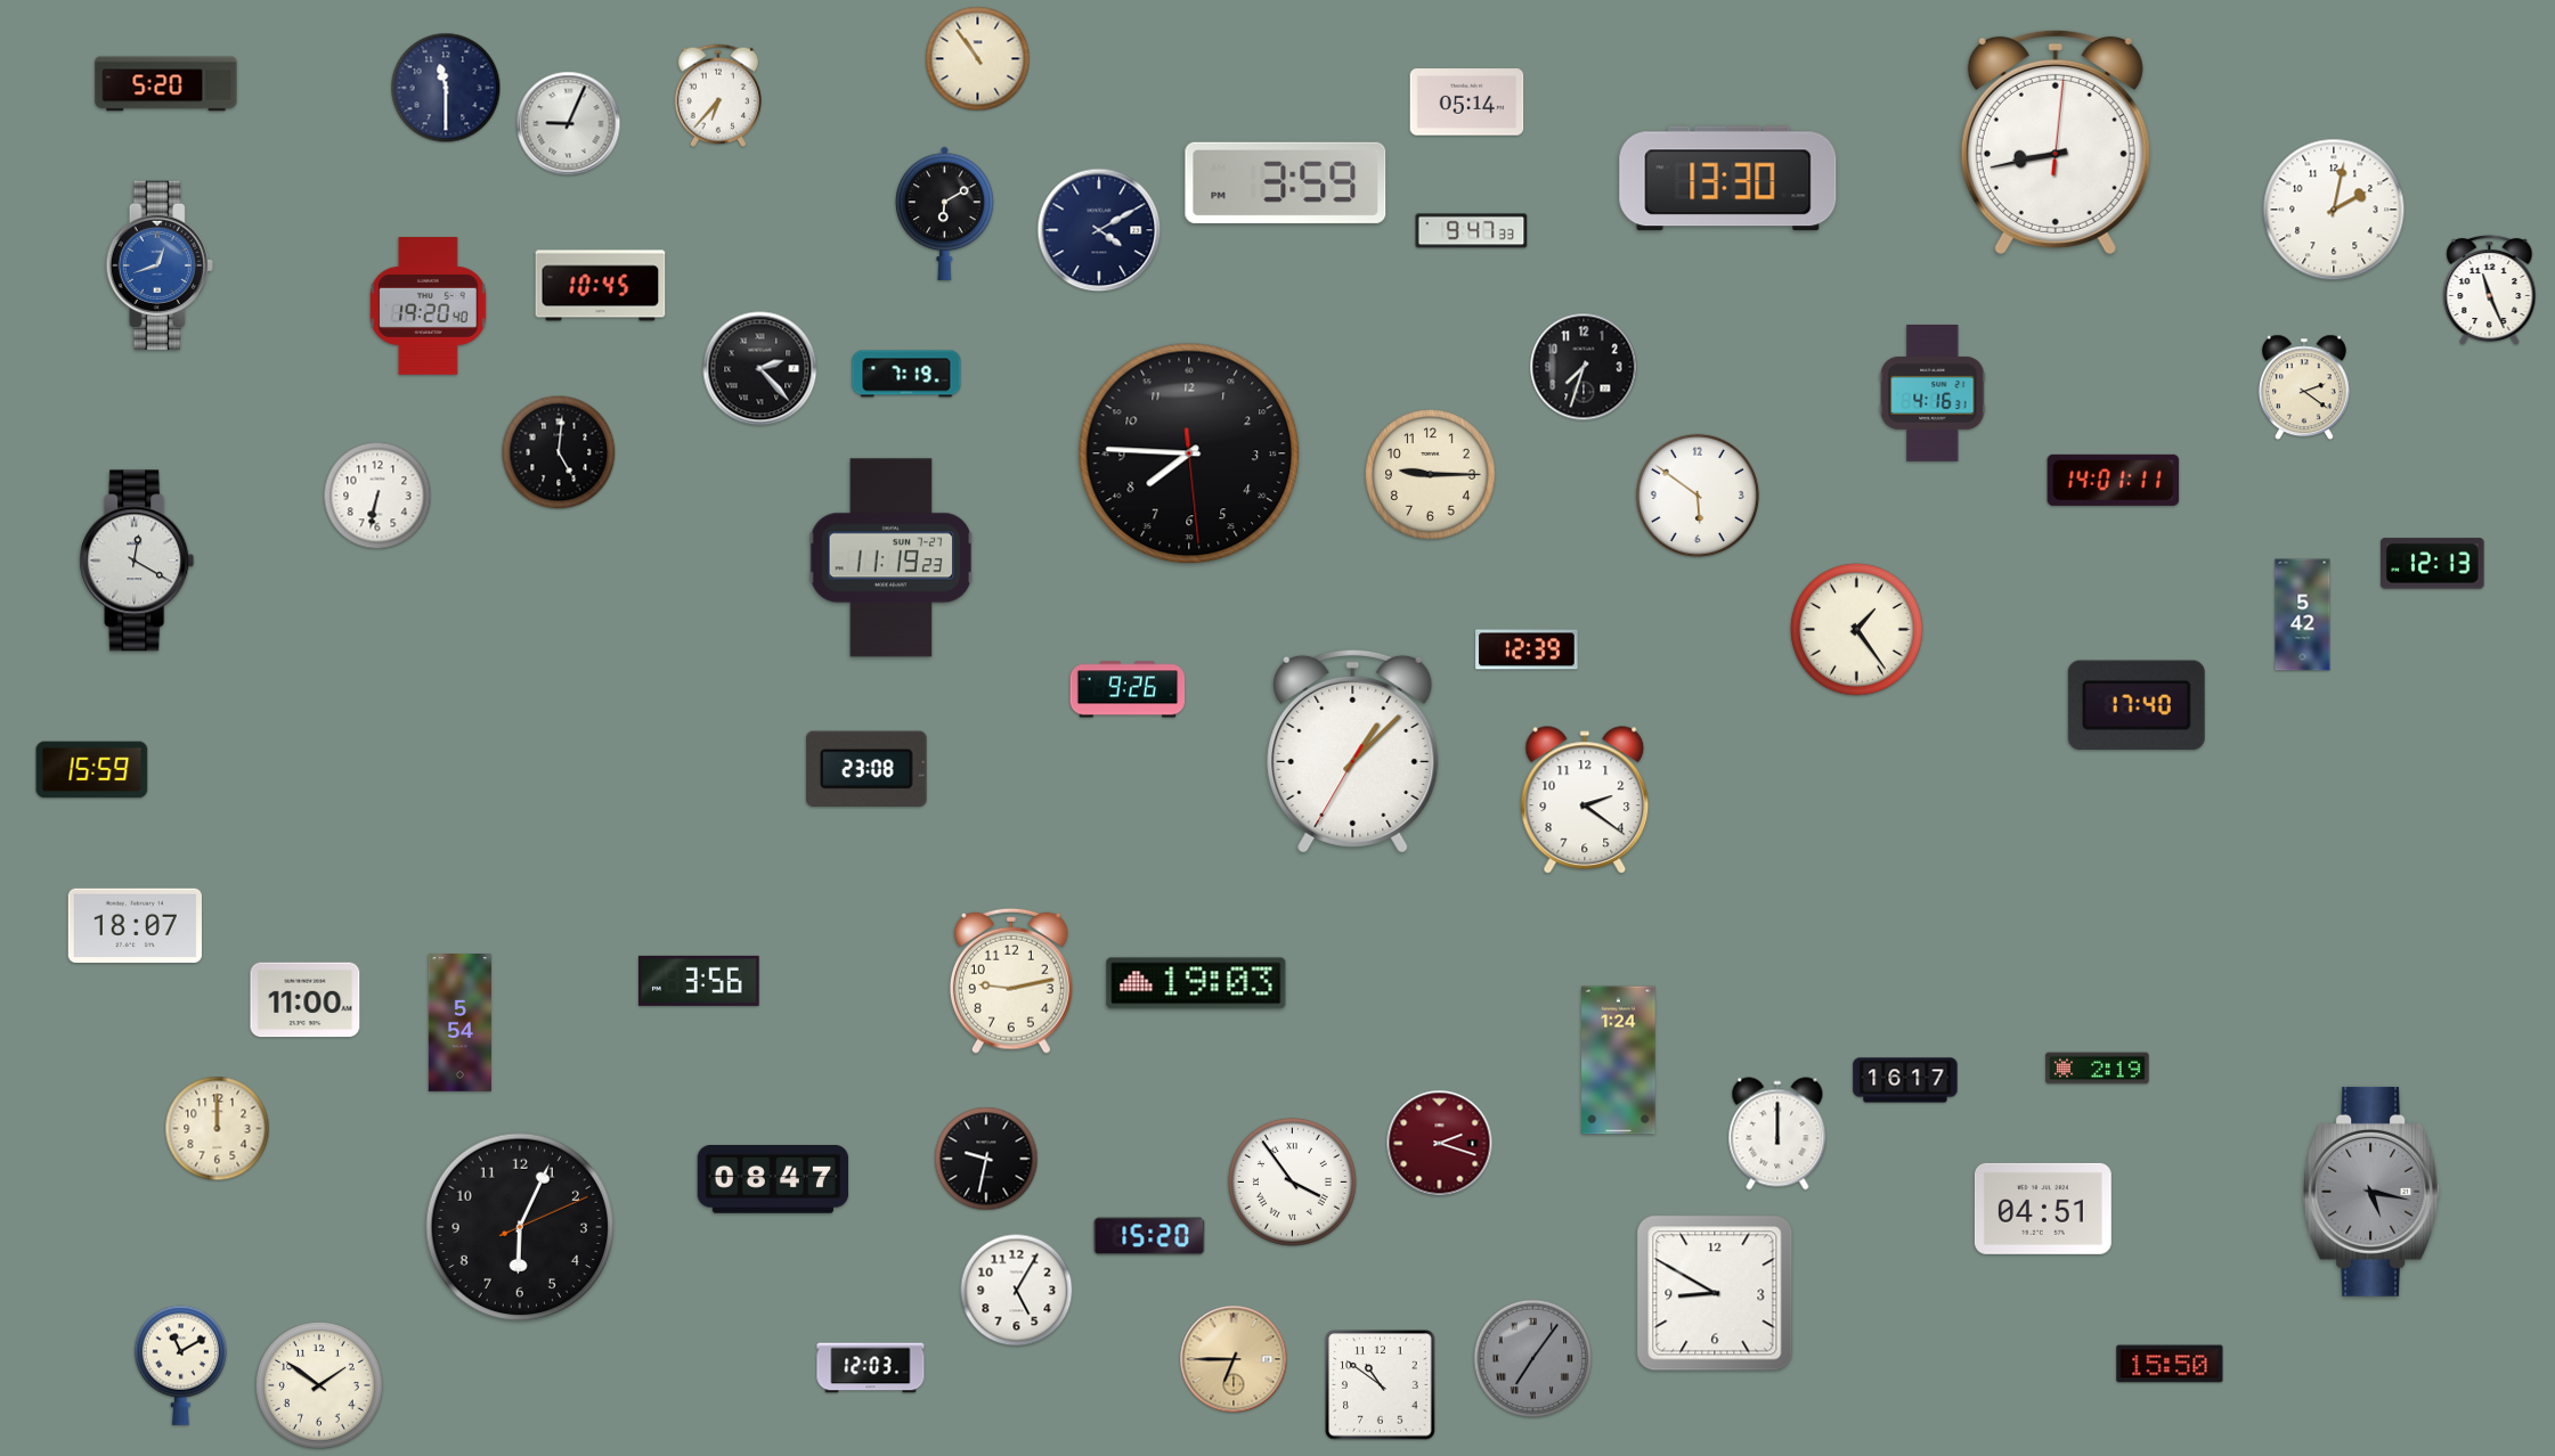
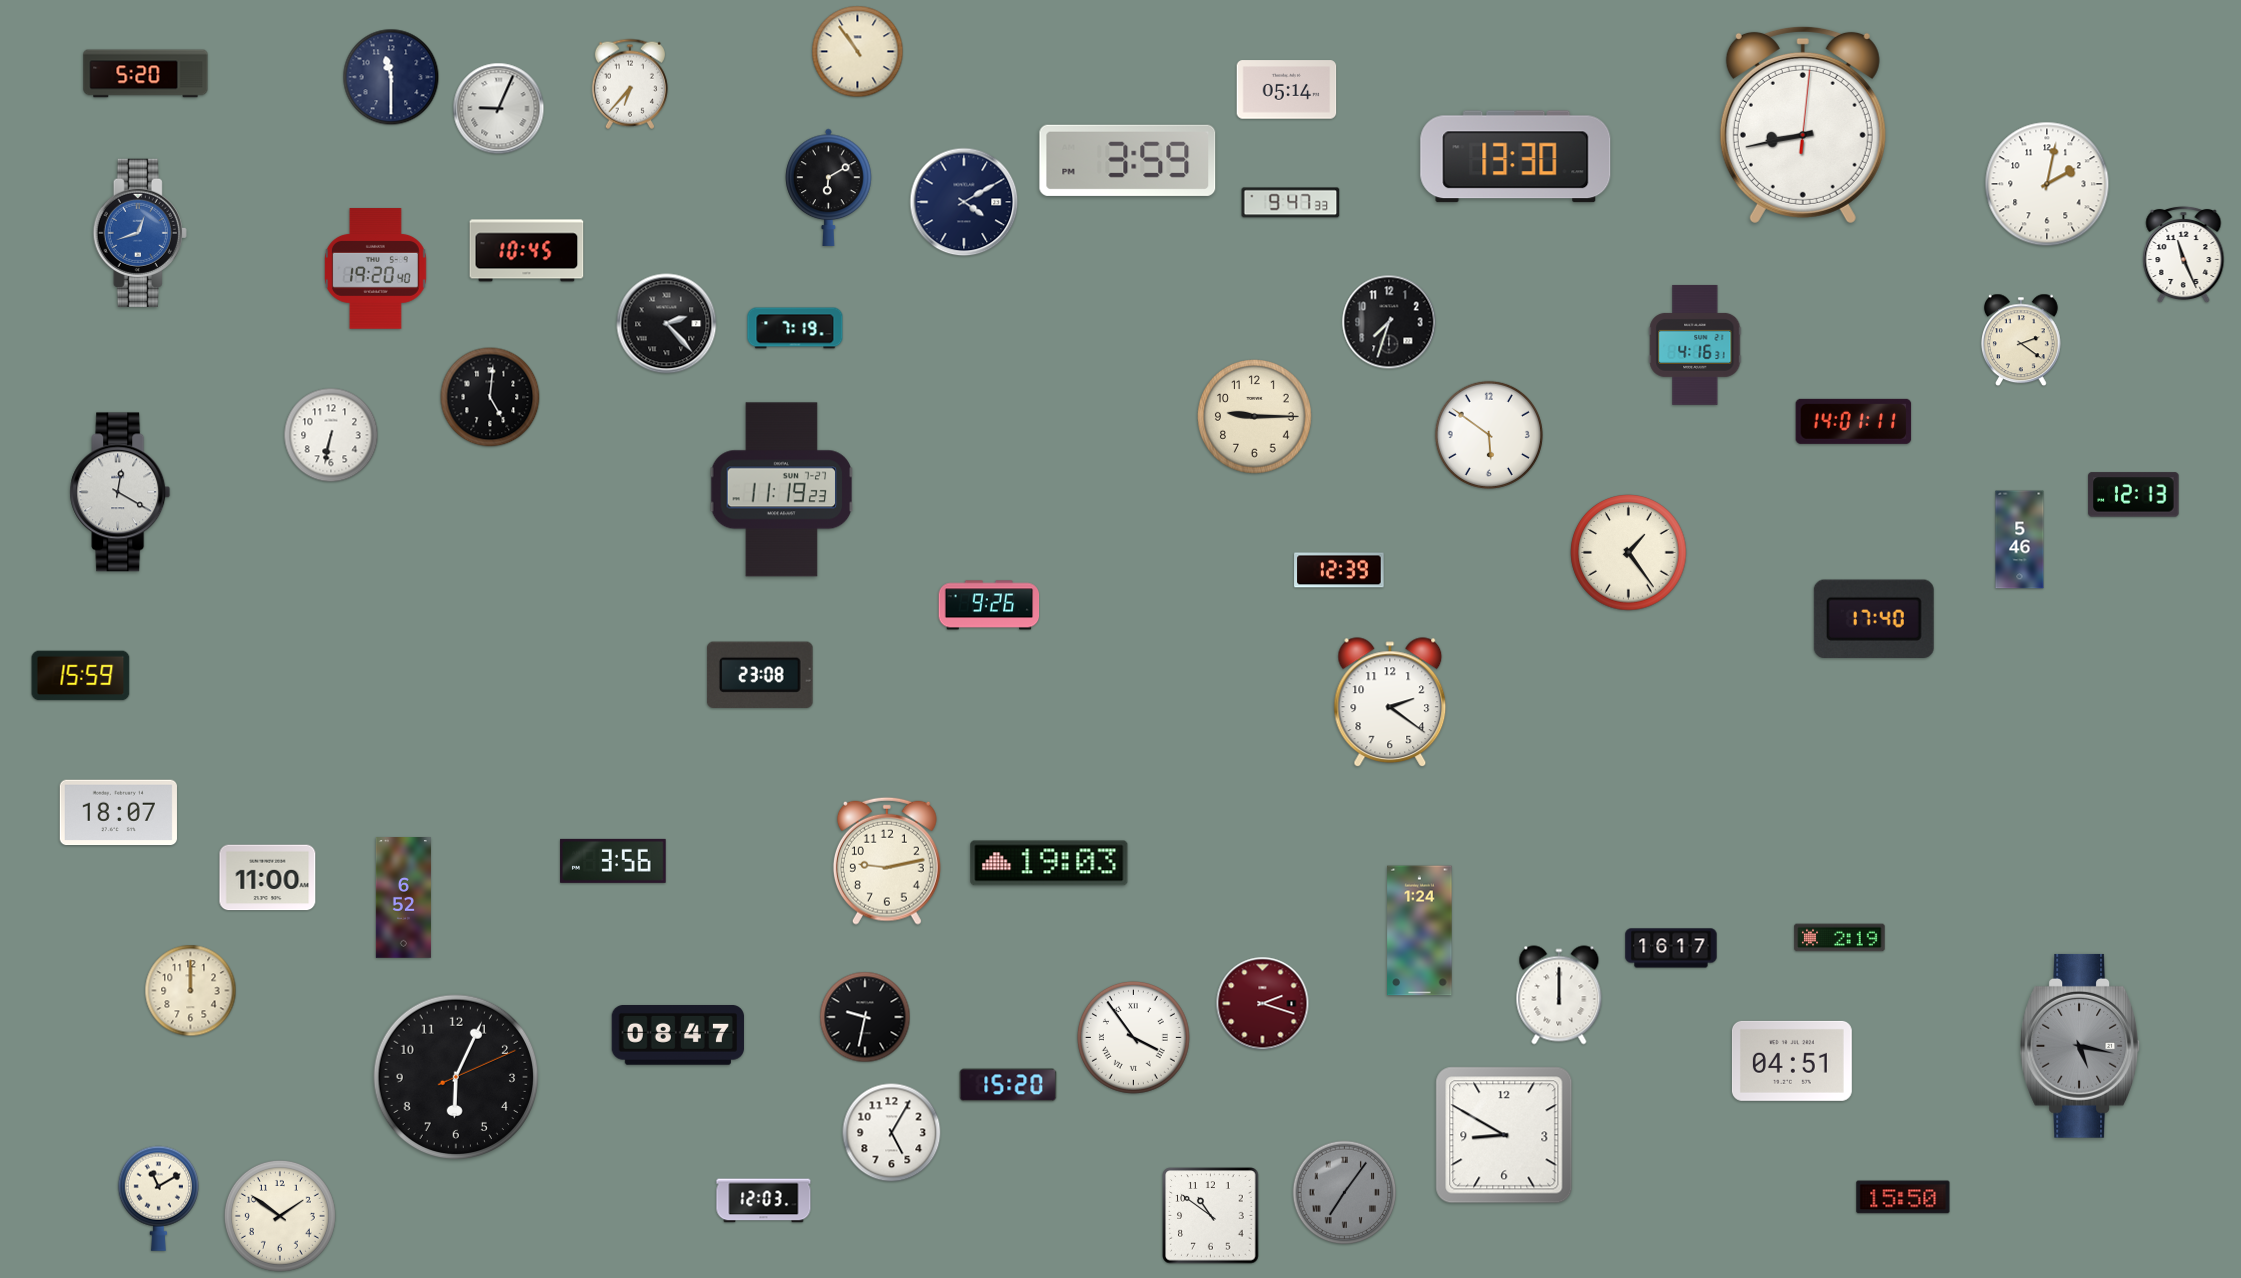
clock at (1189, 453): 7:45 -> none
clock at (2303, 615): 5:42 -> 5:46
clock at (1353, 751): 1:07 -> none
clock at (459, 1023): 5:54 -> 6:52
clock at (1234, 1359): 6:45 -> none
